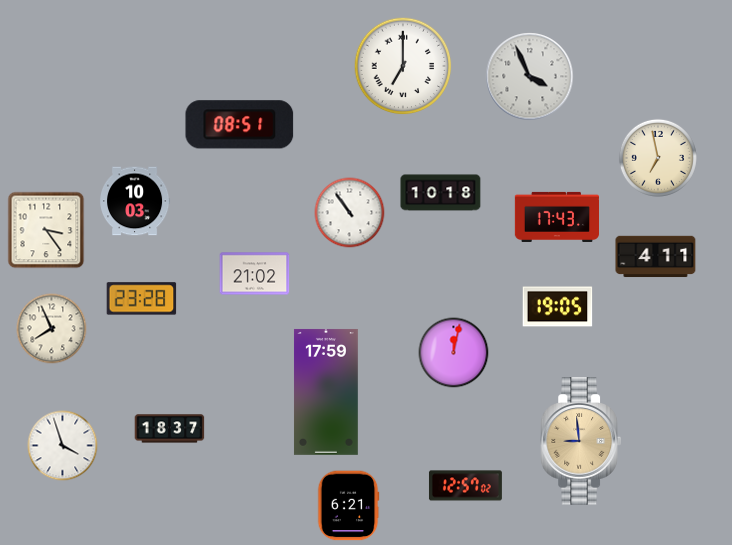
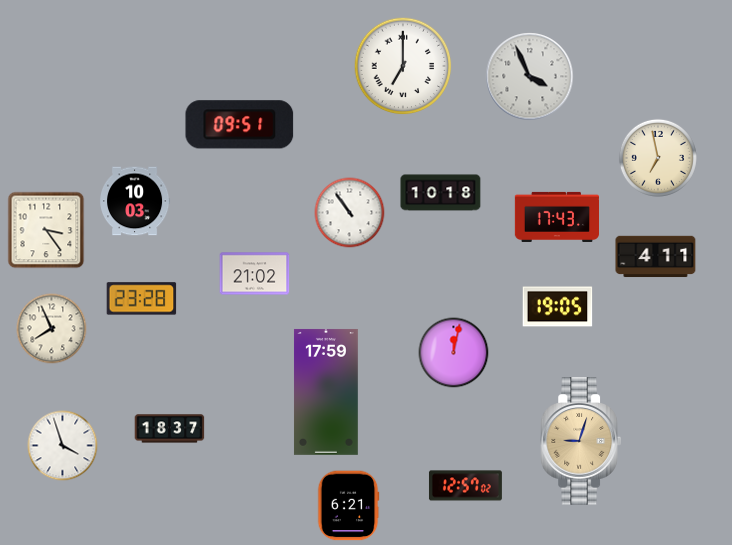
clock at (240, 125): 08:51 -> 09:51
clock at (581, 441): 8:59 -> 9:03
